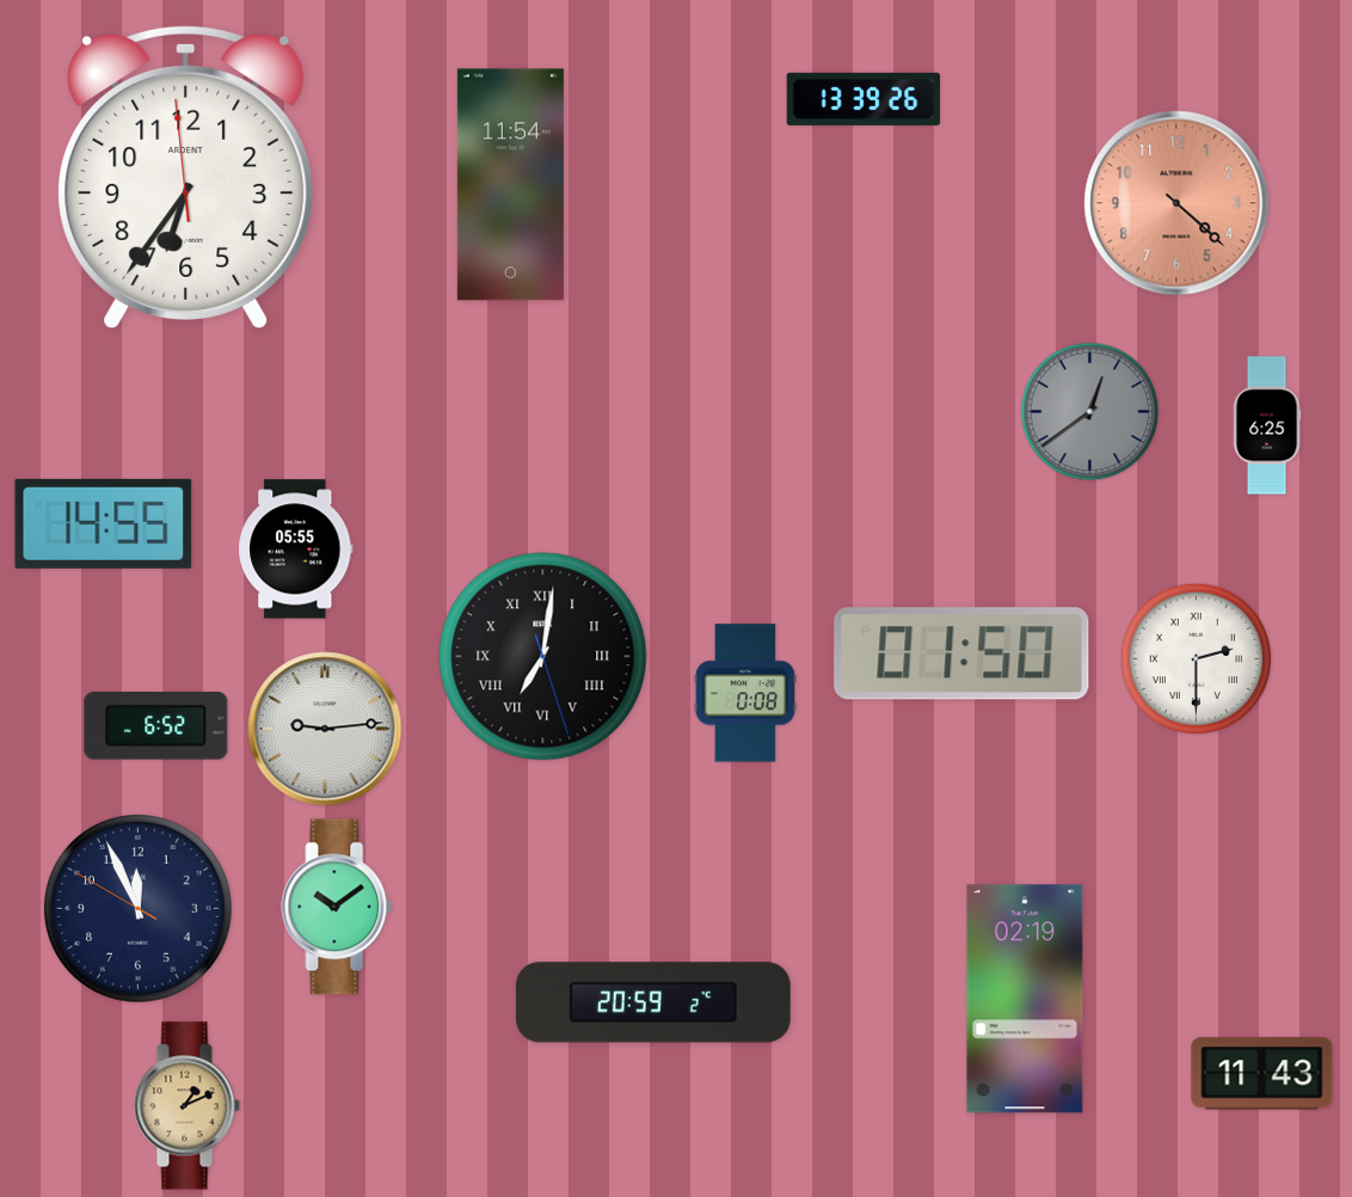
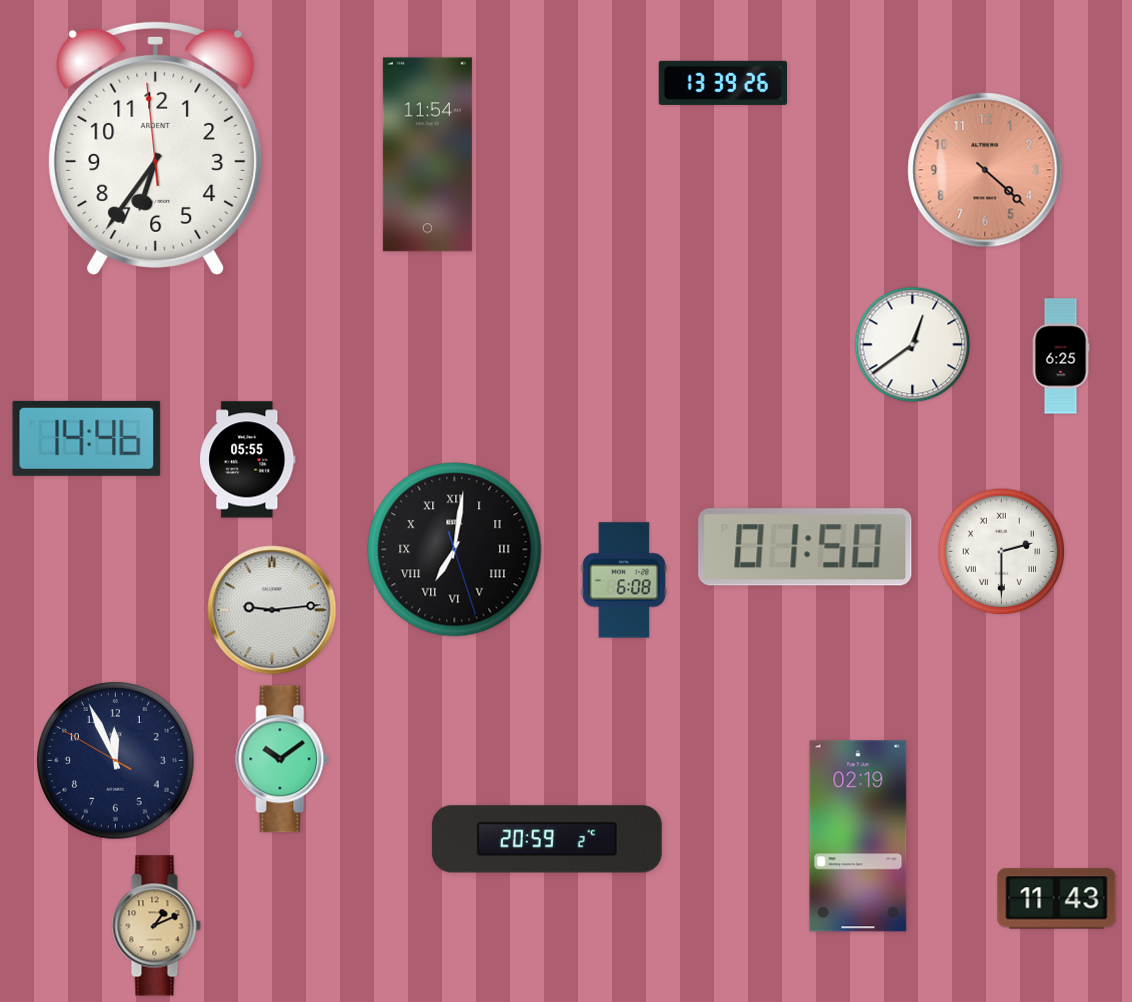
clock at (1090, 412) dial: grey -> white
clock at (104, 523): 14:55 -> 14:46
clock at (744, 693): 0:08 -> 6:08
clock at (156, 726): 6:52 -> none
